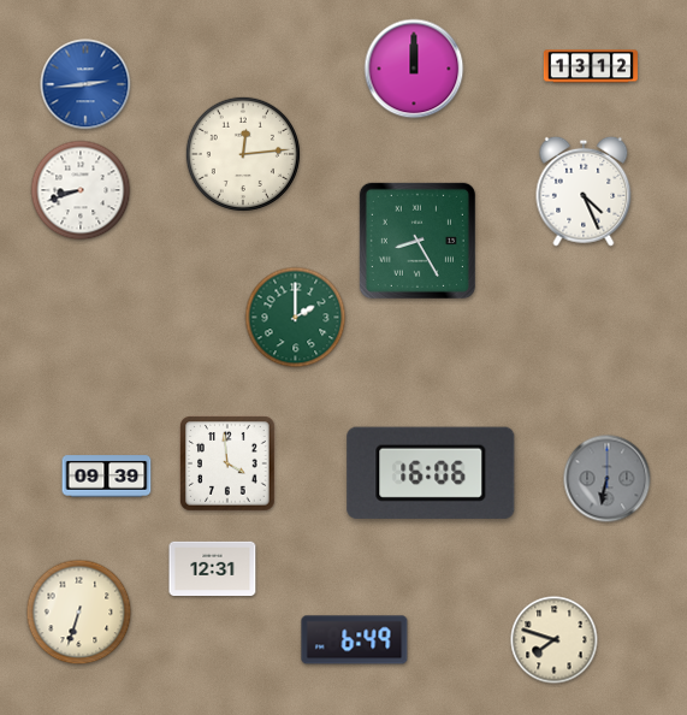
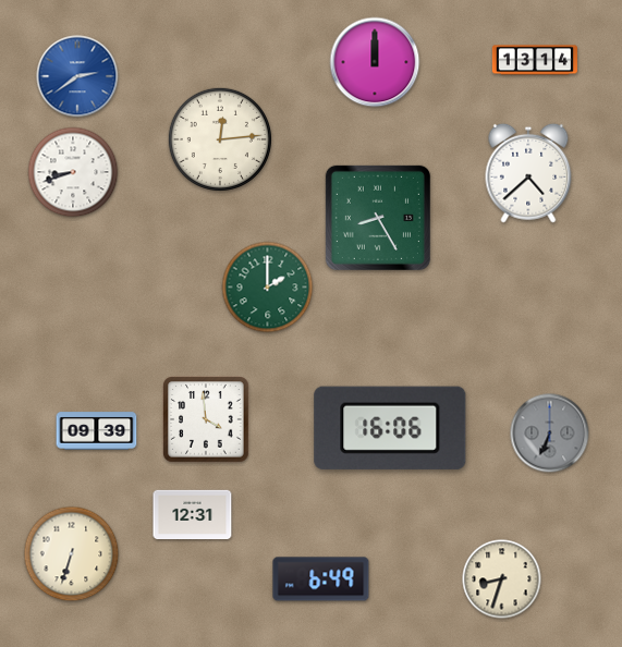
clock at (591, 66): 13:12 -> 13:14
clock at (85, 84): 2:44 -> 2:39
clock at (584, 191): 4:26 -> 4:38
clock at (608, 479): 6:32 -> 6:34
clock at (555, 640): 7:48 -> 8:33
